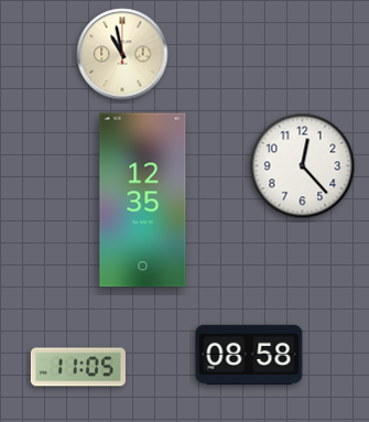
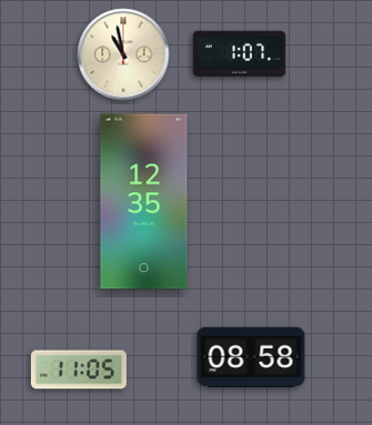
clock at (240, 53): none -> 1:07
clock at (303, 166): 12:23 -> none
